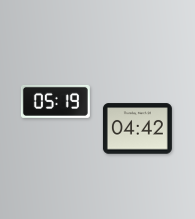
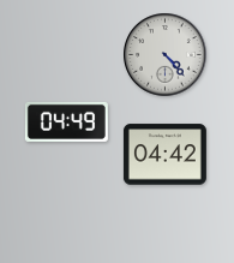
clock at (166, 55): none -> 4:23
clock at (55, 101): 05:19 -> 04:49
